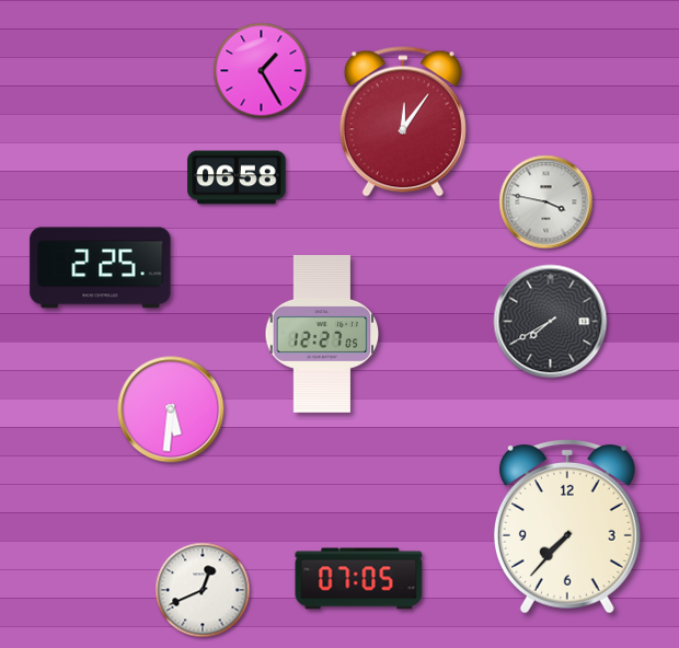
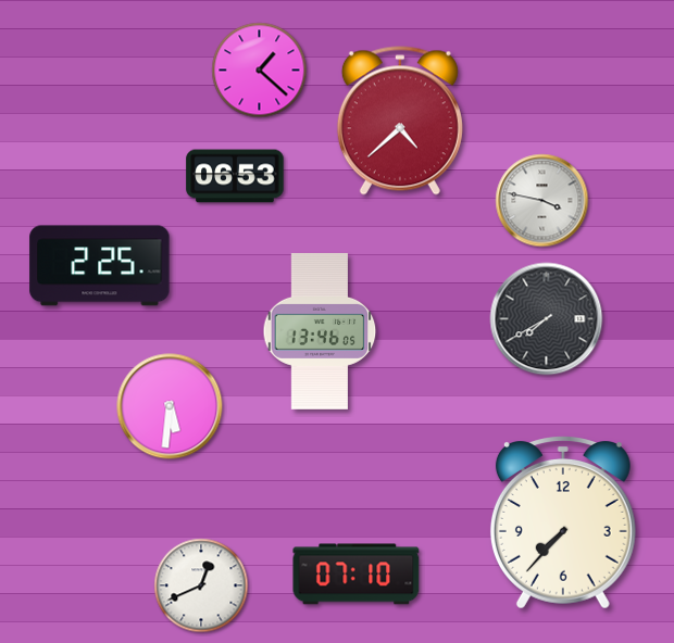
clock at (262, 71): 1:25 -> 1:22
clock at (403, 121): 12:06 -> 4:38
clock at (237, 177): 06:58 -> 06:53
clock at (322, 334): 12:27 -> 13:46
clock at (359, 579): 07:05 -> 07:10
